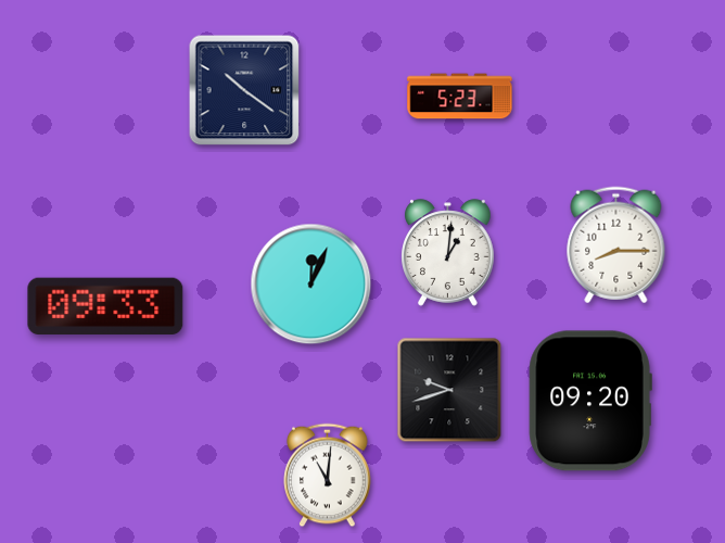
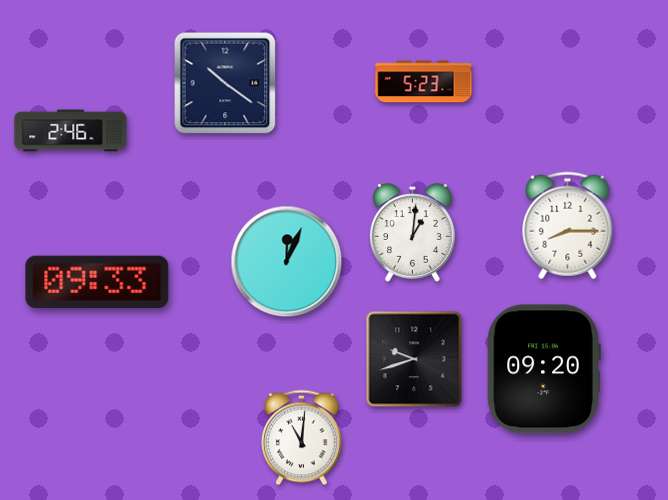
clock at (460, 97) position: (460, 97) -> (424, 82)
clock at (71, 131): none -> 2:46
